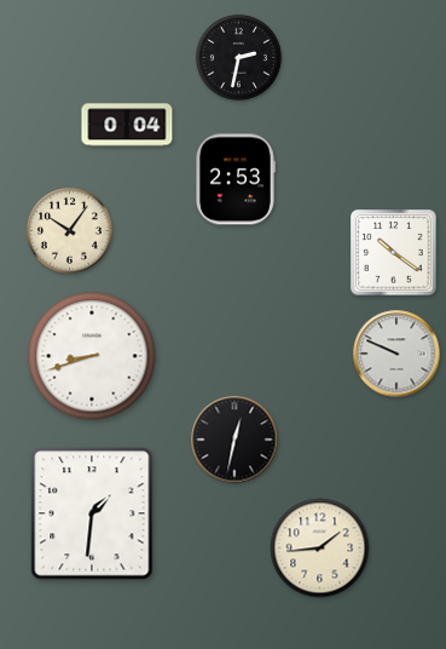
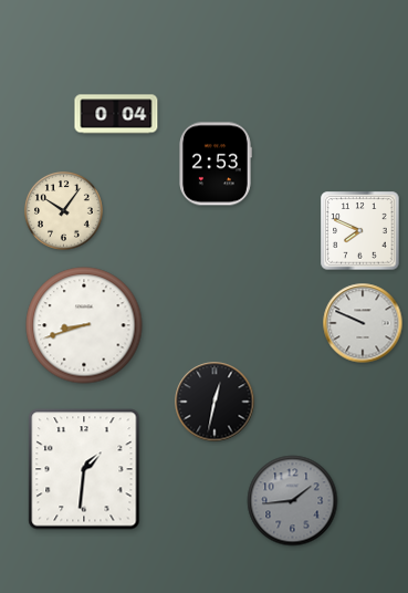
clock at (238, 57): 2:32 -> none
clock at (394, 253): 10:21 -> 7:49
clock at (320, 549) dial: cream -> grey
